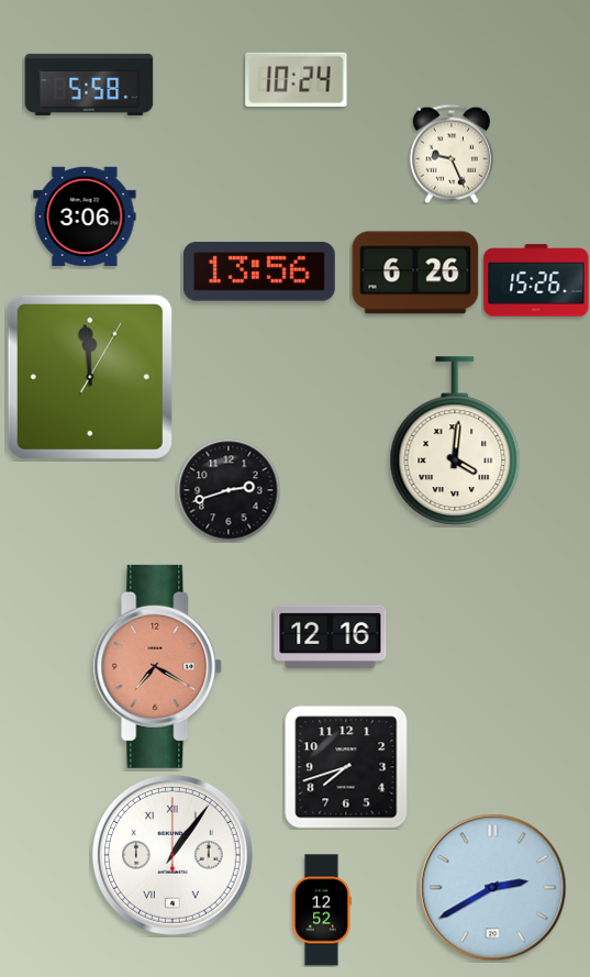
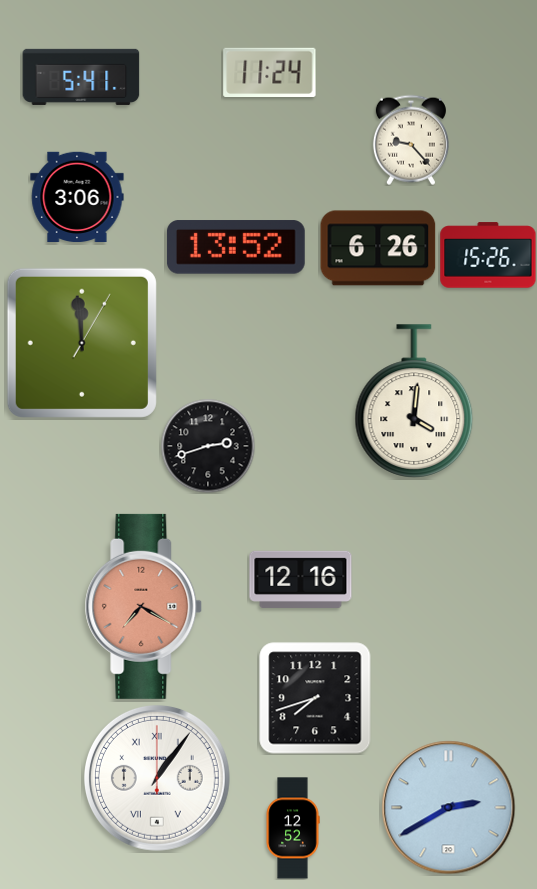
clock at (297, 79): 10:24 -> 11:24
clock at (89, 85): 5:58 -> 5:41
clock at (452, 154): 9:26 -> 9:23
clock at (260, 271): 13:56 -> 13:52
